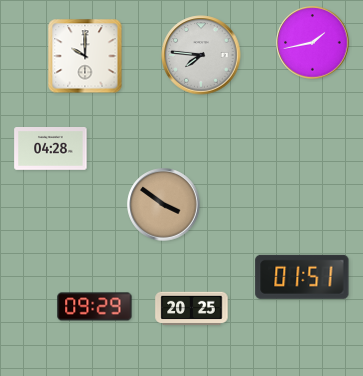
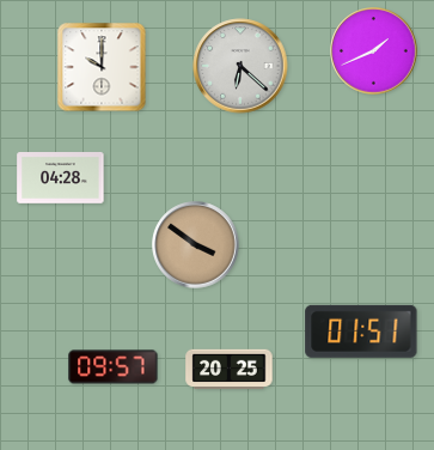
clock at (313, 43): 1:43 -> 1:41
clock at (201, 55): 7:46 -> 6:22
clock at (95, 307): 09:29 -> 09:57
